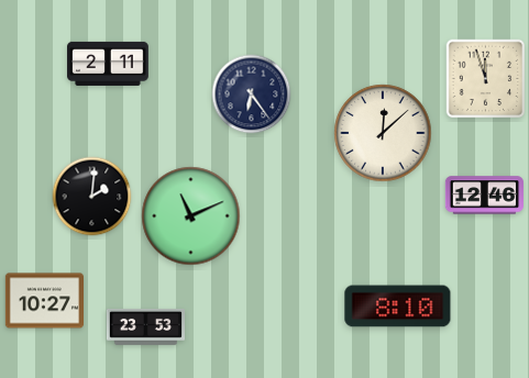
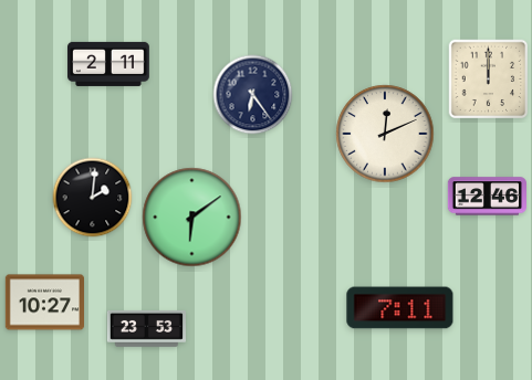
clock at (486, 79): 11:57 -> 12:00
clock at (383, 133): 12:08 -> 12:11
clock at (191, 216): 11:11 -> 6:09
clock at (398, 307): 8:10 -> 7:11
